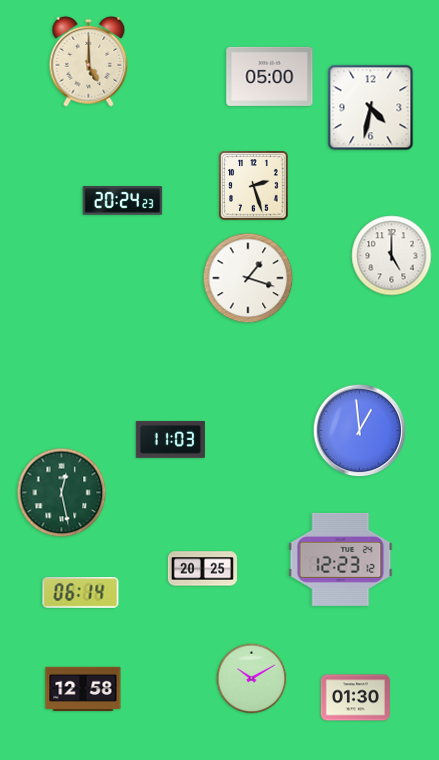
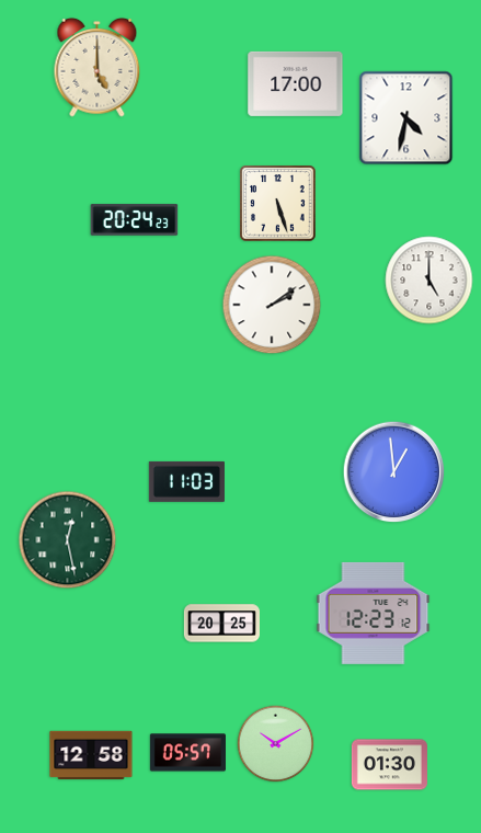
clock at (270, 76): 05:00 -> 17:00
clock at (254, 186): 2:27 -> 5:27
clock at (248, 278): 1:18 -> 2:09
clock at (81, 593): 06:14 -> none
clock at (187, 753): none -> 05:57
